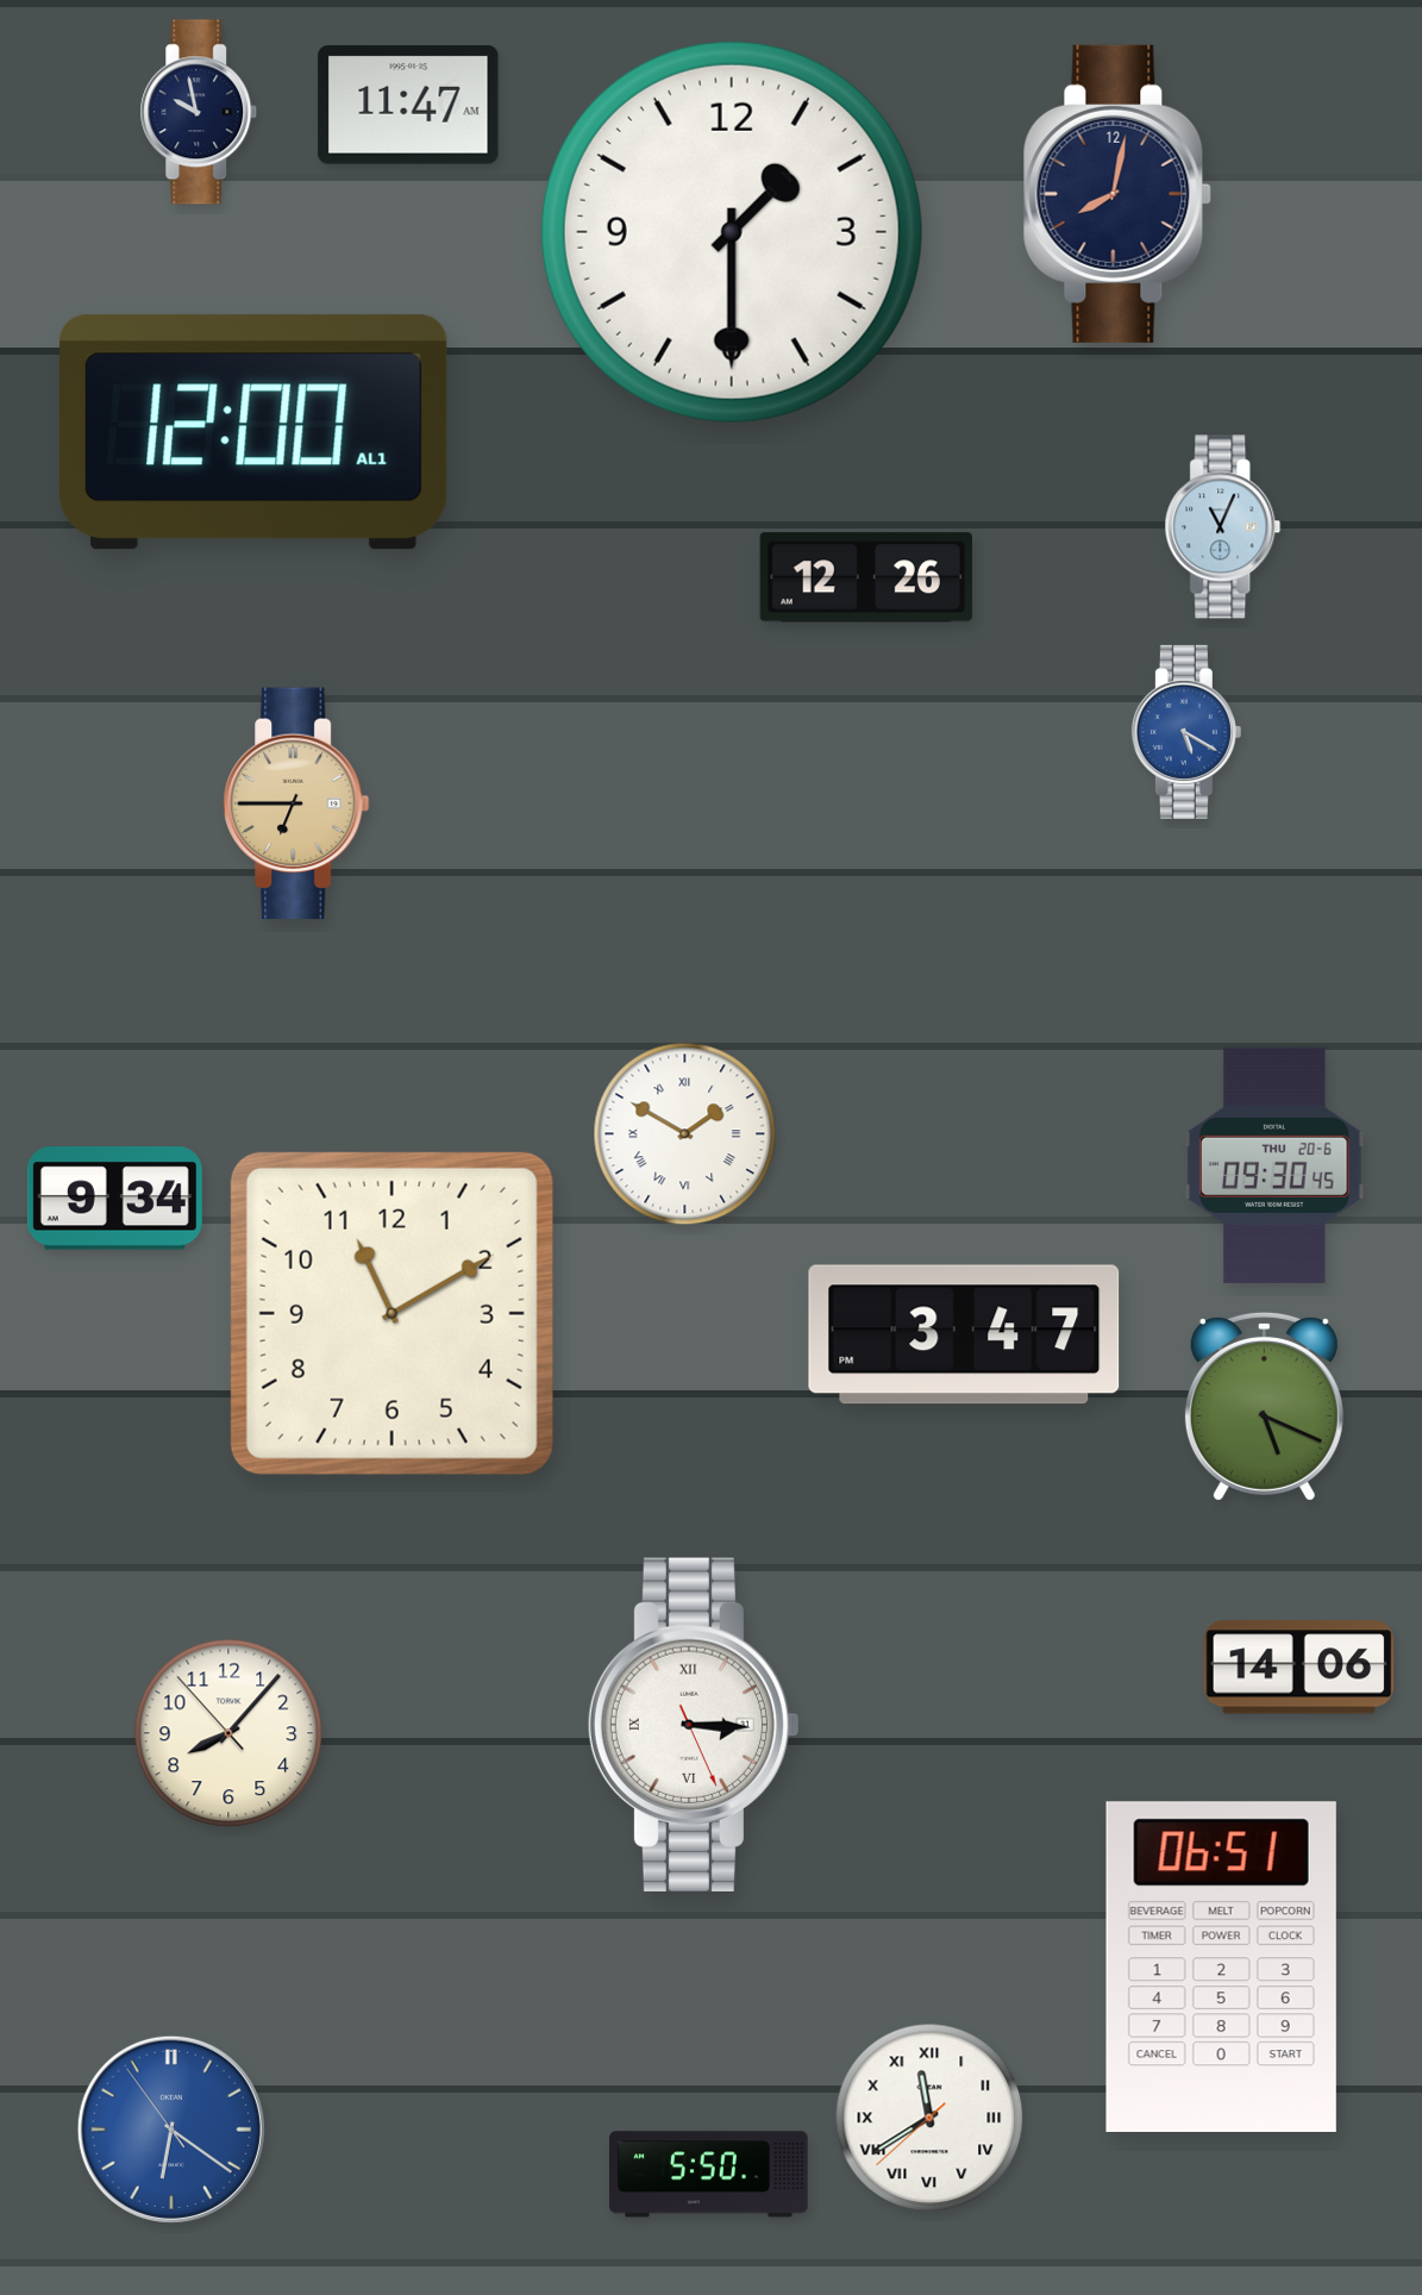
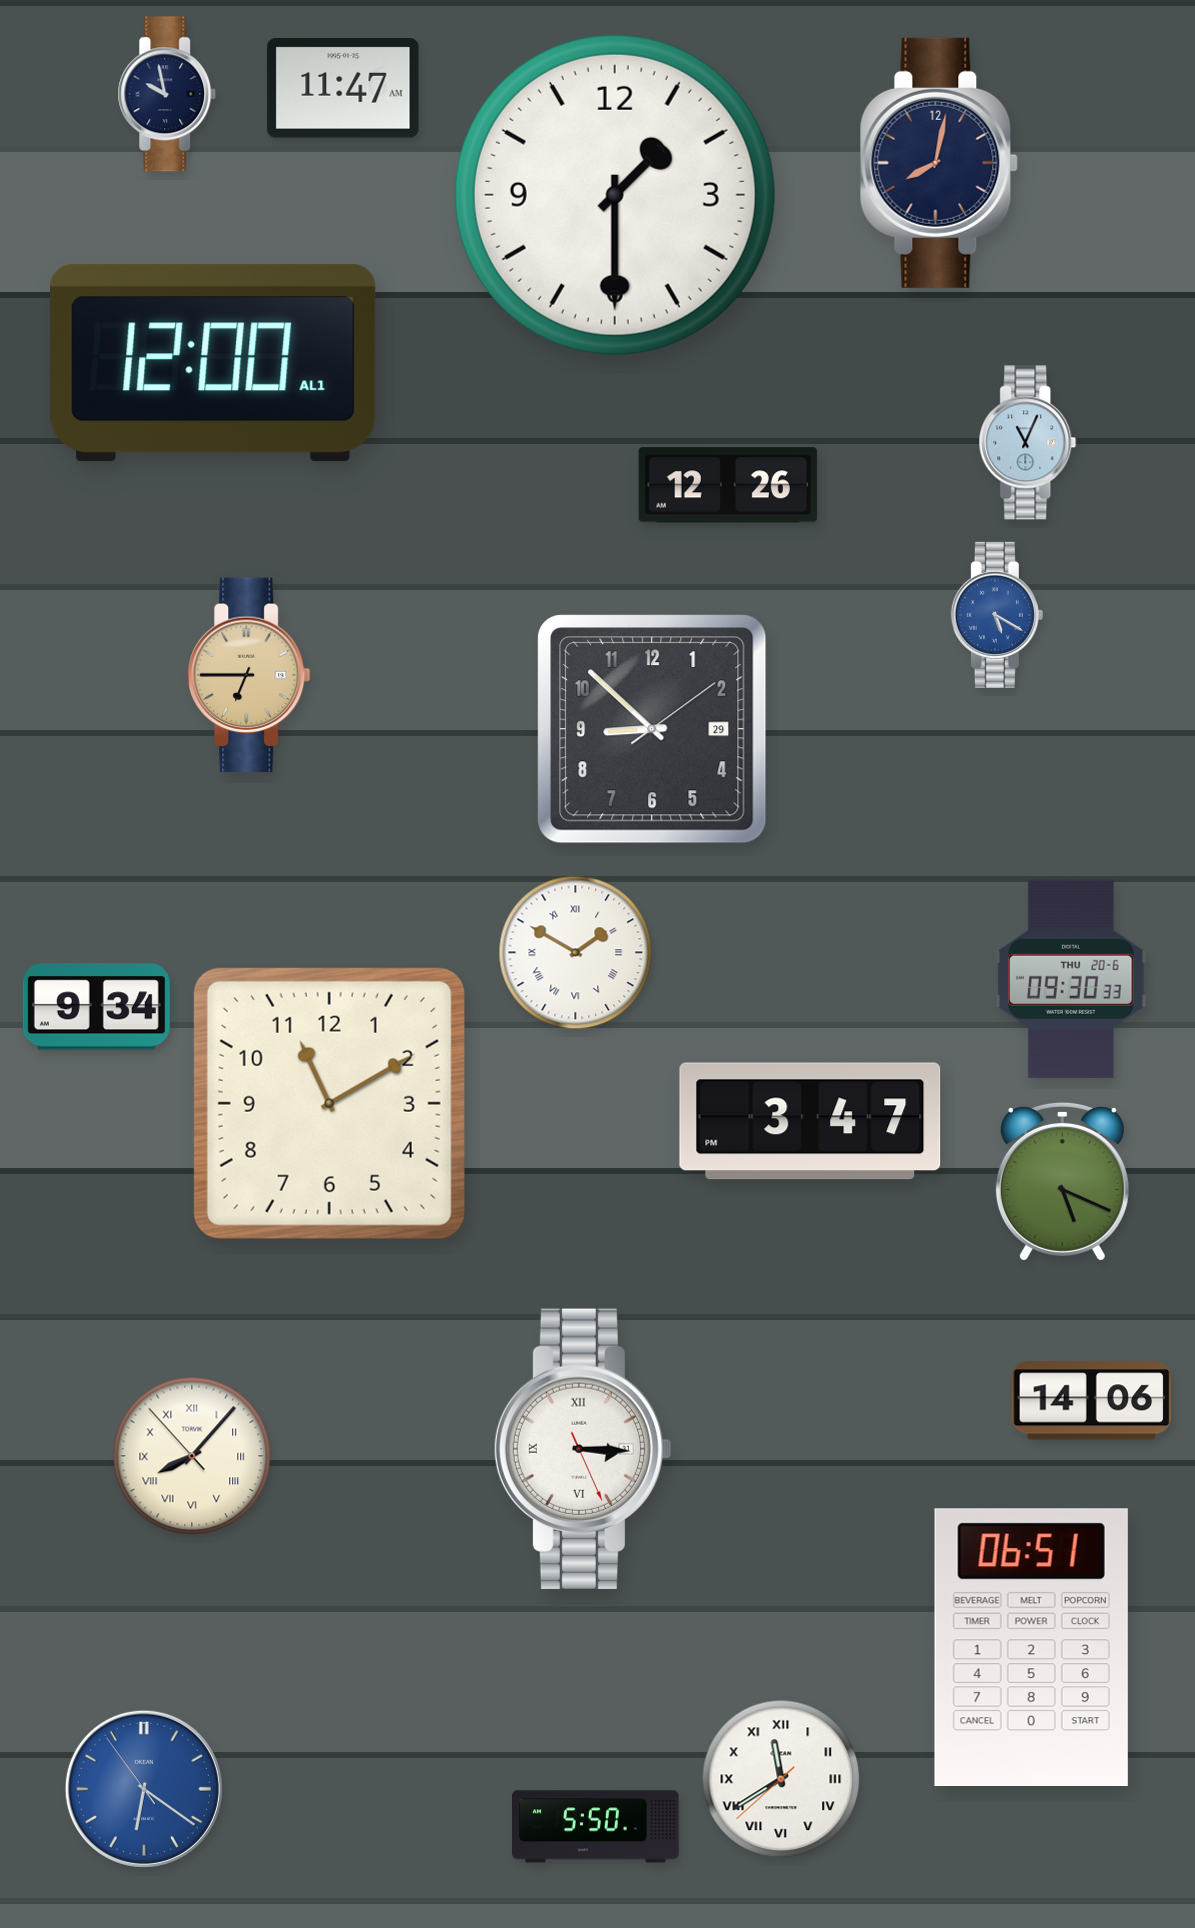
clock at (652, 729): none -> 8:52
clock at (1274, 1165): 09:30:45 -> 09:30:33
clock at (228, 1733) numerals: Arabic -> Roman
clock at (1221, 1966) position: (1221, 1966) -> (1031, 1647)
